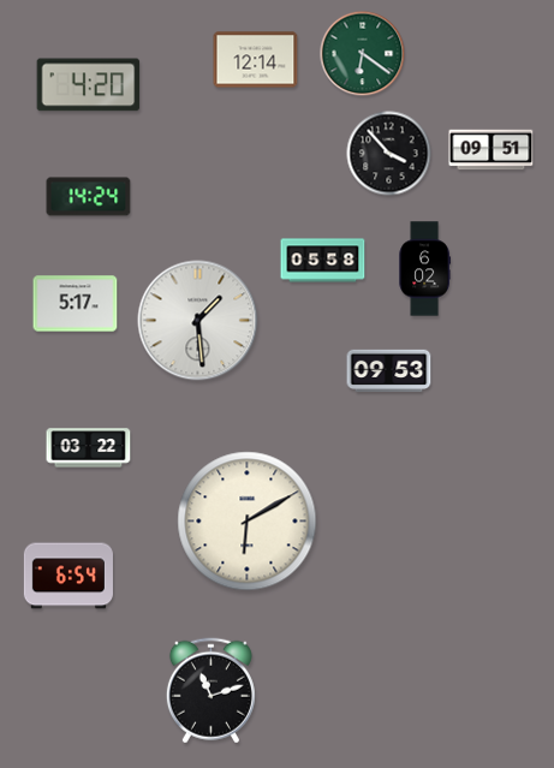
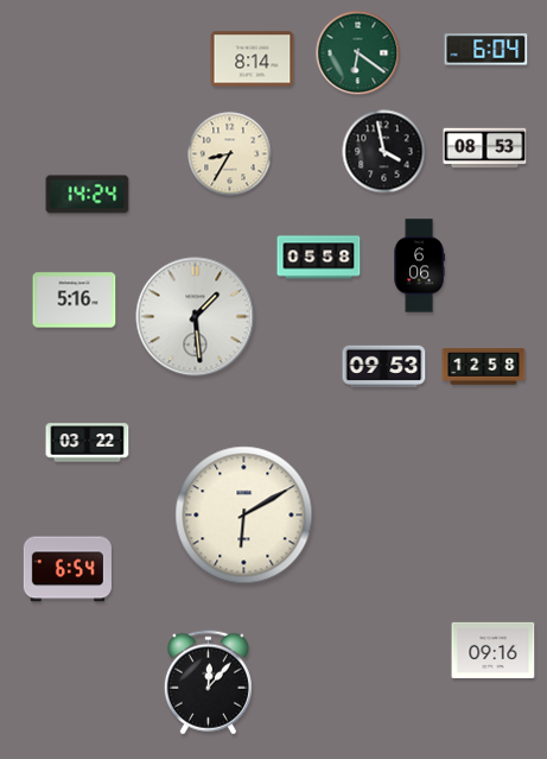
clock at (486, 50): none -> 6:04
clock at (256, 60): 12:14 -> 8:14
clock at (89, 85): 4:20 -> none
clock at (492, 150): 09:51 -> 08:53
clock at (389, 154): 3:53 -> 3:58
clock at (230, 154): none -> 8:35
clock at (424, 269): 6:02 -> 6:06
clock at (76, 304): 5:17 -> 5:16
clock at (484, 367): none -> 12:58
clock at (494, 650): none -> 09:16
clock at (210, 691): 11:12 -> 12:07
